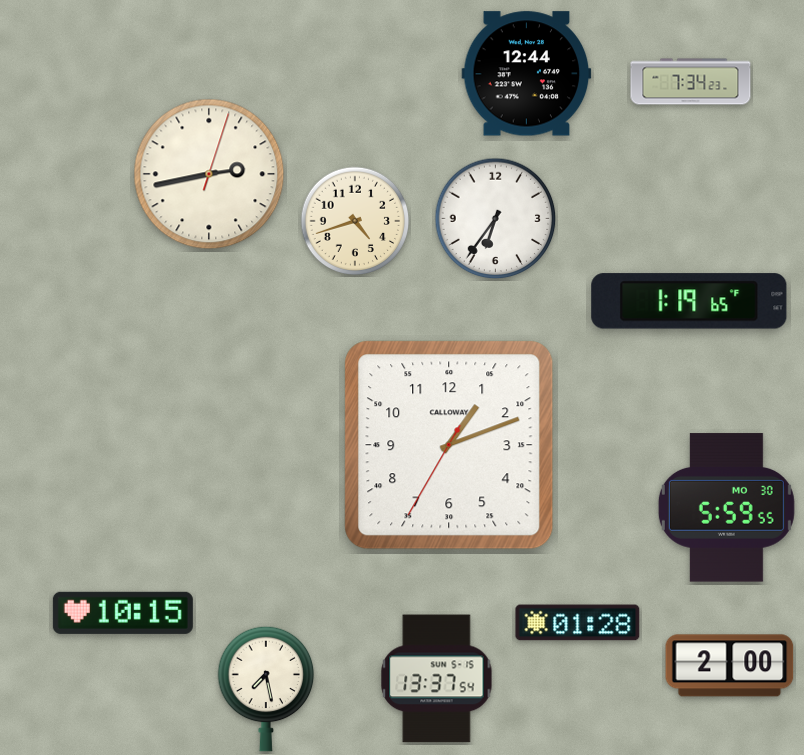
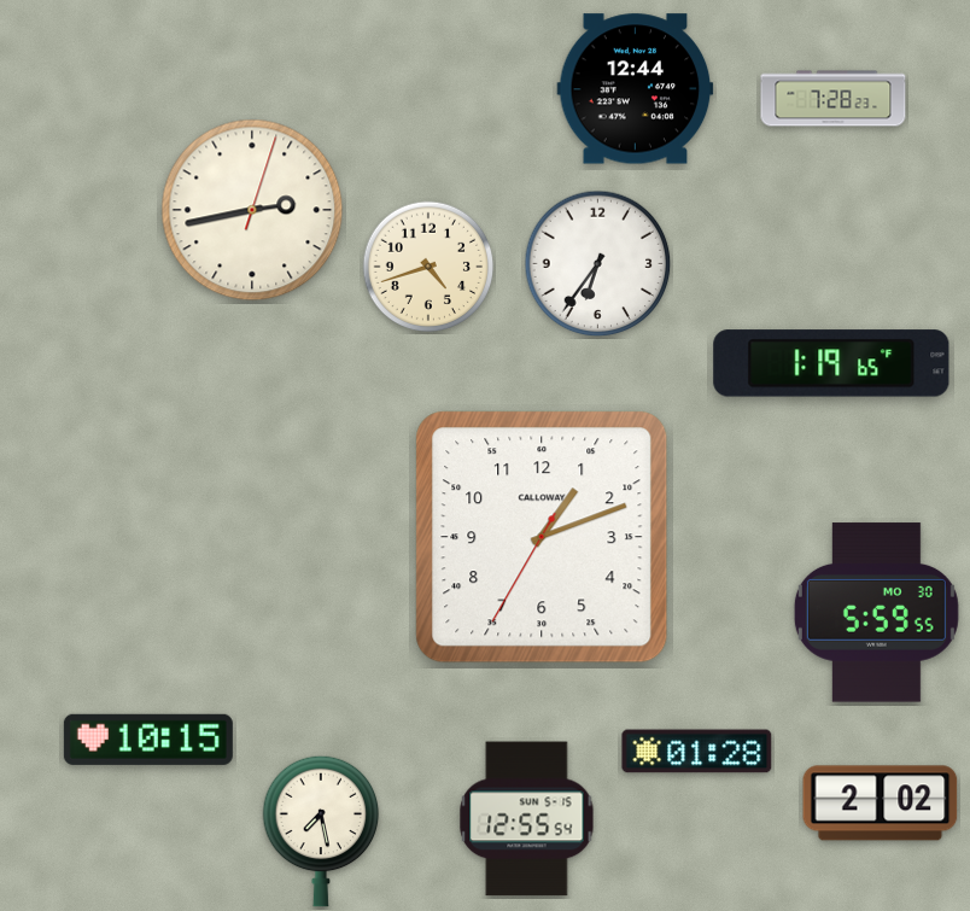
clock at (691, 82): 7:34 -> 7:28
clock at (730, 666): 2:00 -> 2:02
clock at (437, 679): 13:37 -> 12:55
